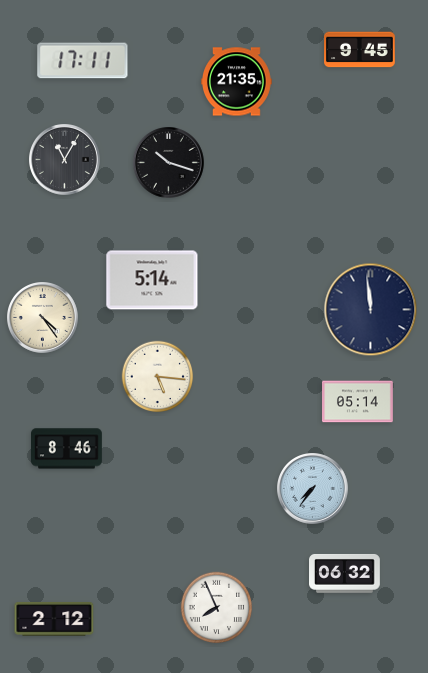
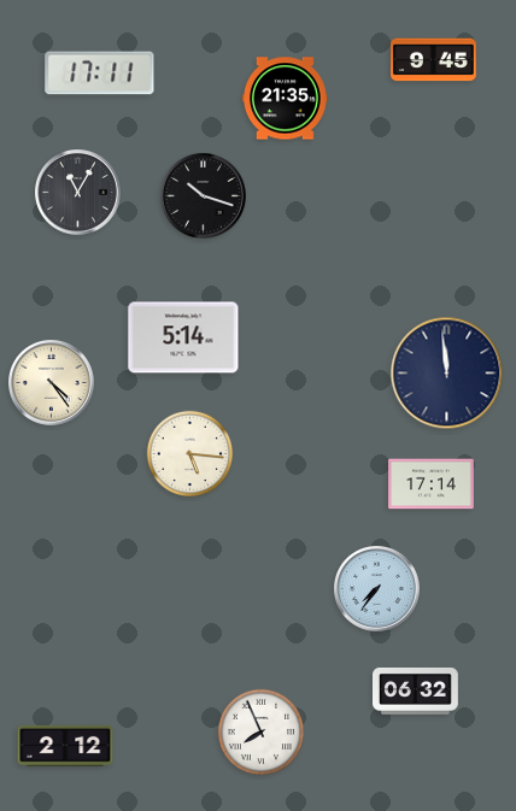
clock at (358, 402): 05:14 -> 17:14
clock at (67, 449): 8:46 -> none
